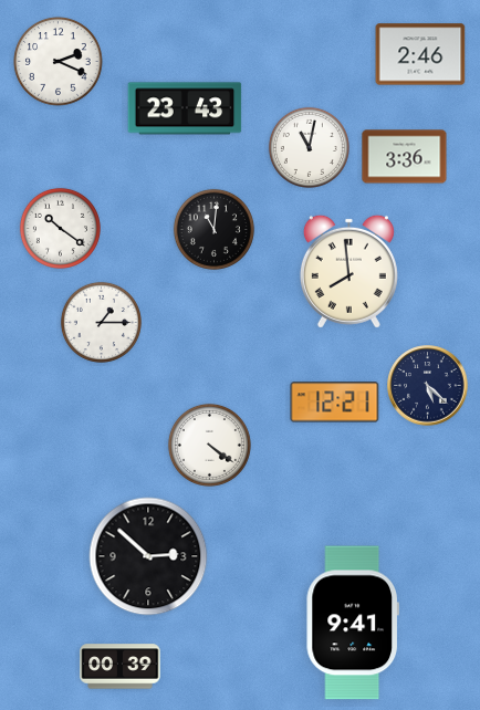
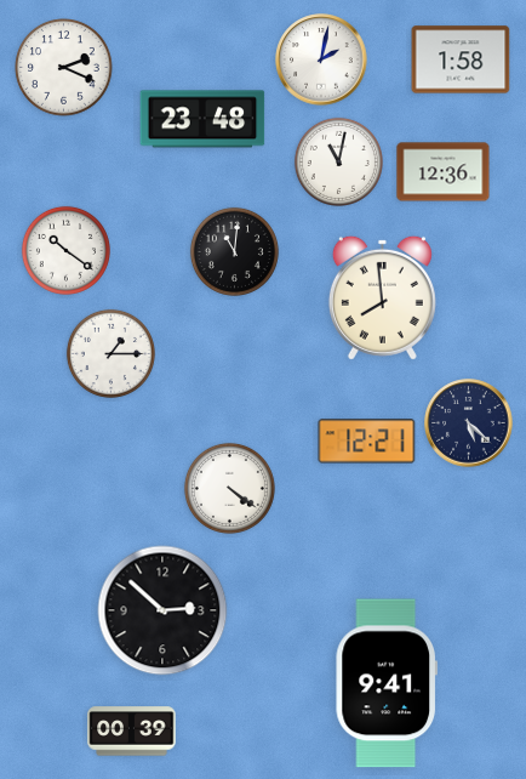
clock at (321, 59): none -> 2:02
clock at (420, 54): 2:46 -> 1:58
clock at (185, 108): 23:43 -> 23:48
clock at (405, 157): 3:36 -> 12:36
